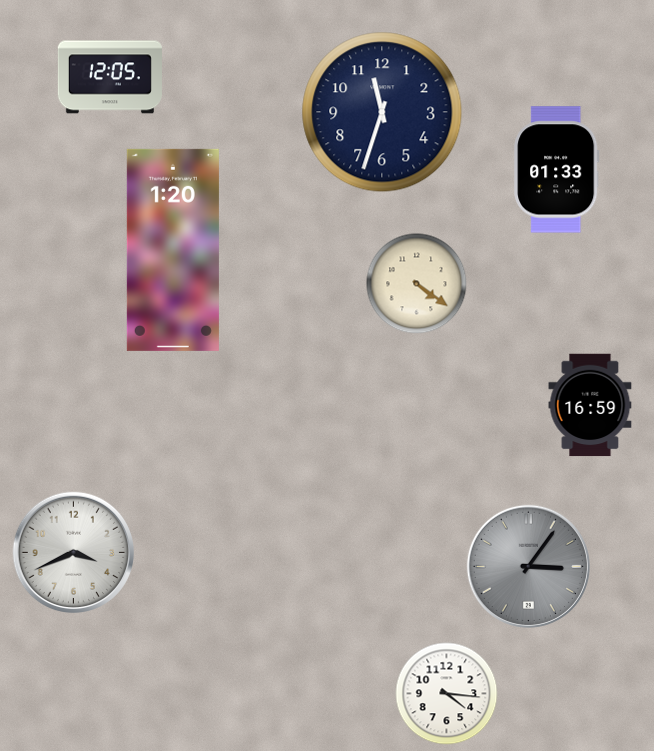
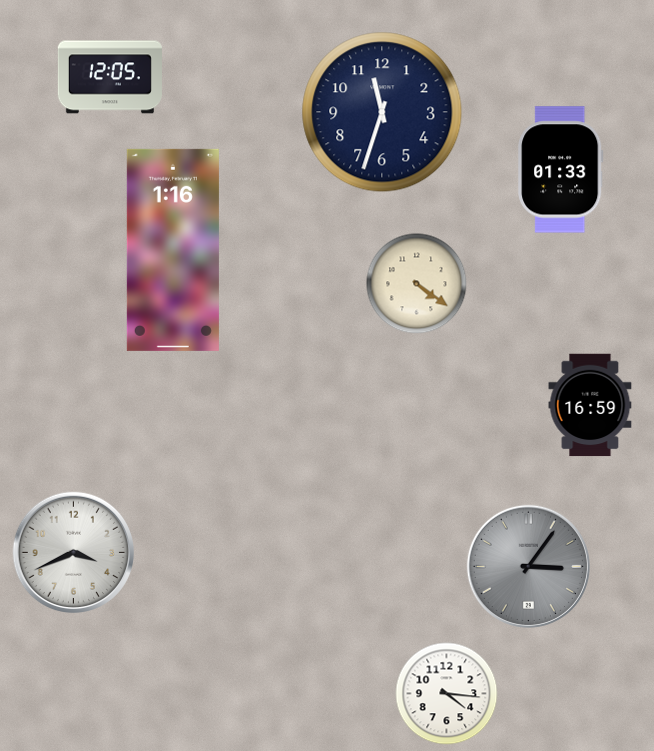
clock at (557, 170) position: (557, 170) -> (561, 170)
clock at (173, 250): 1:20 -> 1:16
